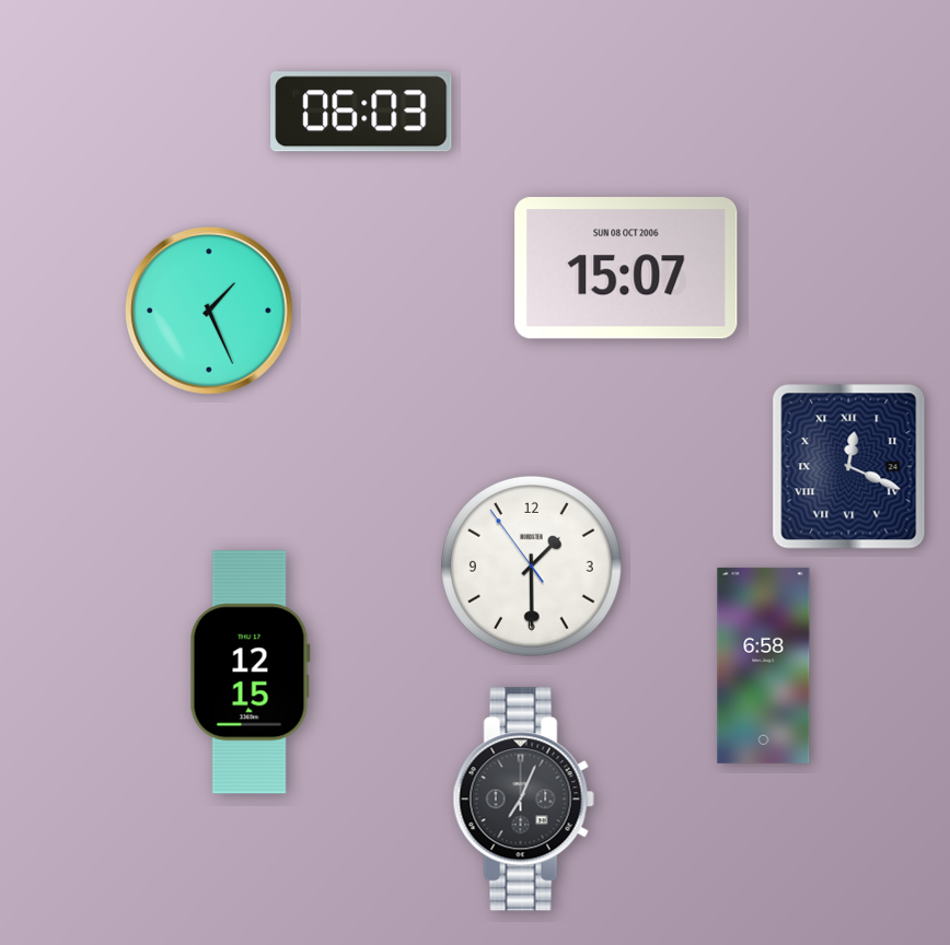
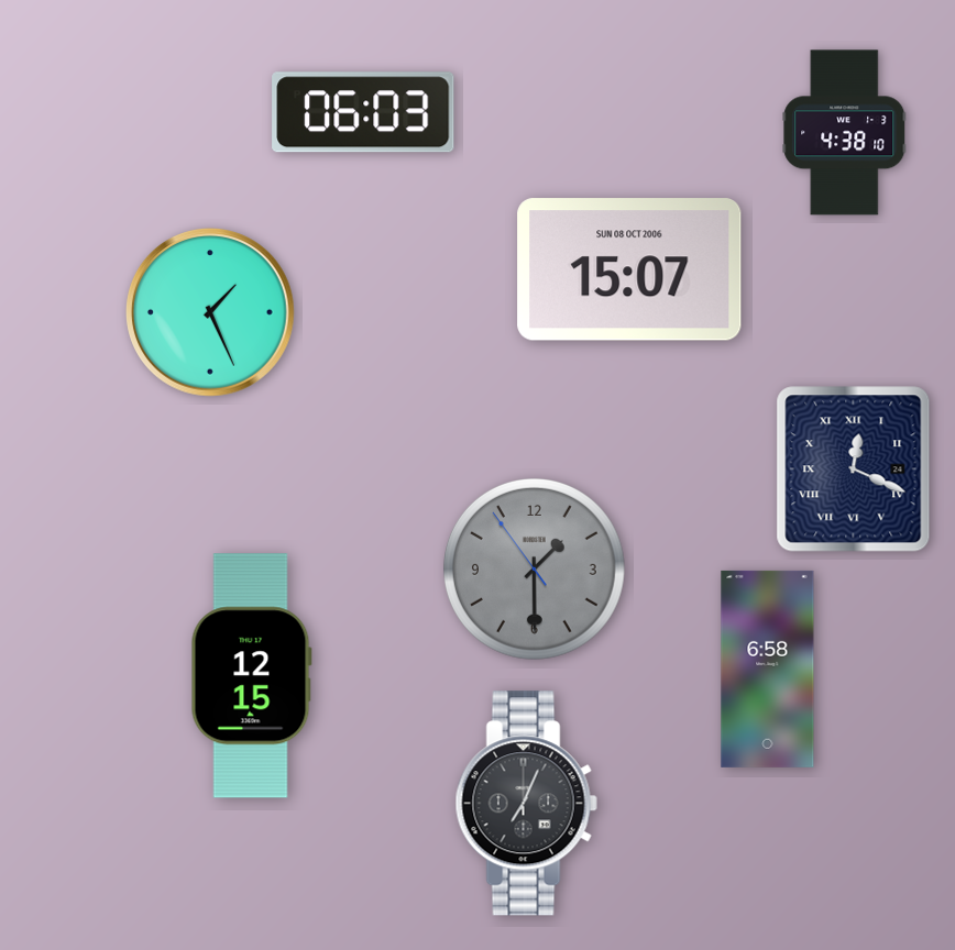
clock at (845, 133): none -> 4:38
clock at (532, 567) dial: white -> grey
